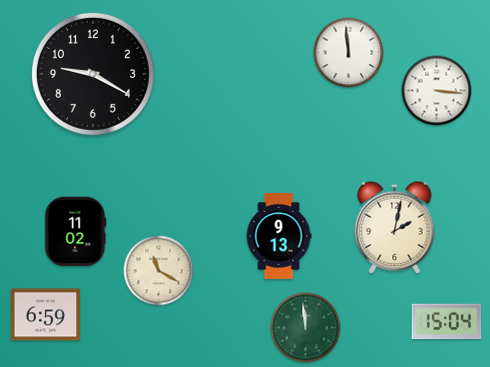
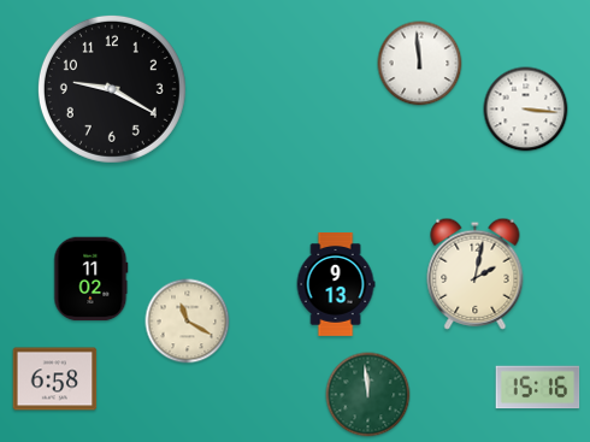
clock at (159, 271) position: (159, 271) -> (188, 322)
clock at (46, 315): 6:59 -> 6:58
clock at (447, 322): 15:04 -> 15:16
